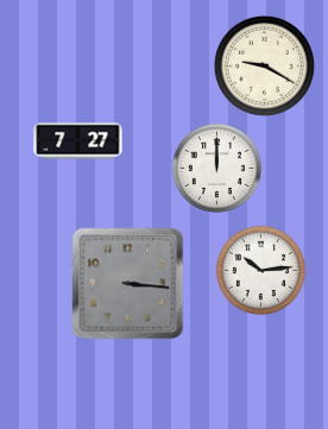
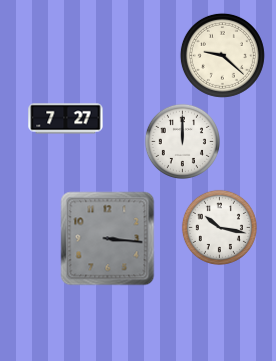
clock at (264, 65): 9:20 -> 9:22
clock at (260, 270): 10:14 -> 10:17
